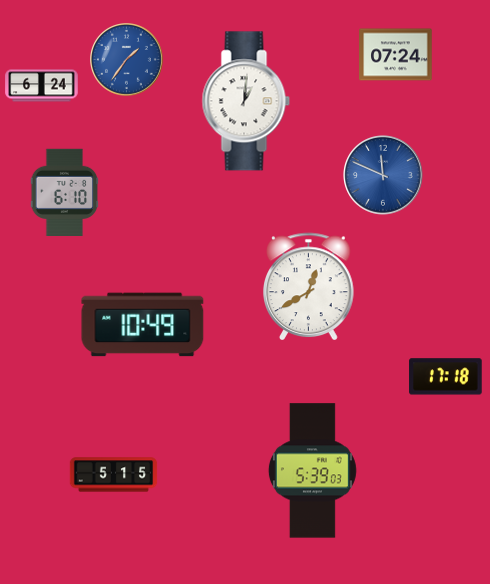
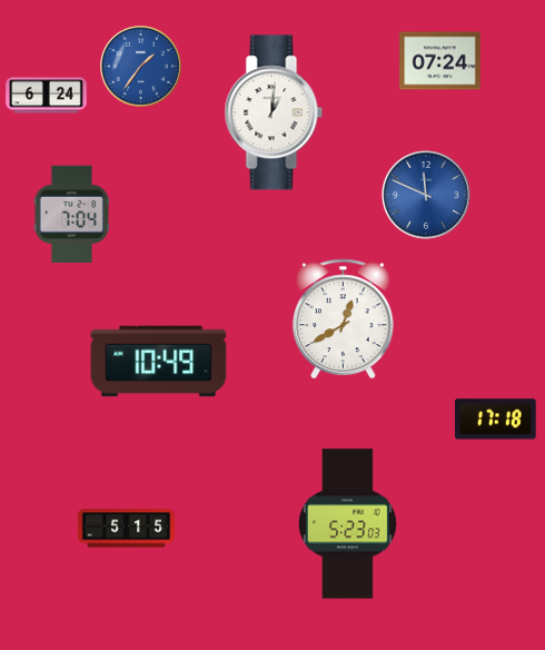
clock at (65, 192): 6:10 -> 7:04
clock at (312, 471): 5:39 -> 5:23
